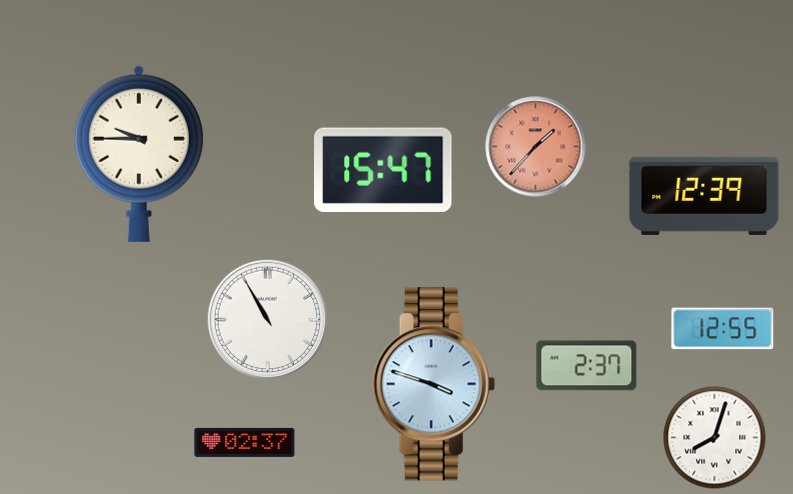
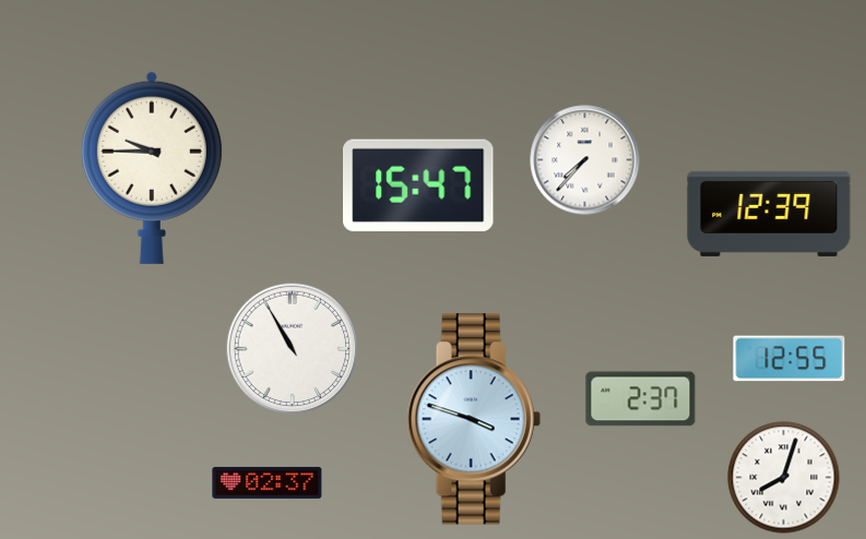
clock at (536, 147): 1:37 -> 7:37
clock at (536, 147) dial: salmon -> white
clock at (715, 438) position: (715, 438) -> (784, 478)
